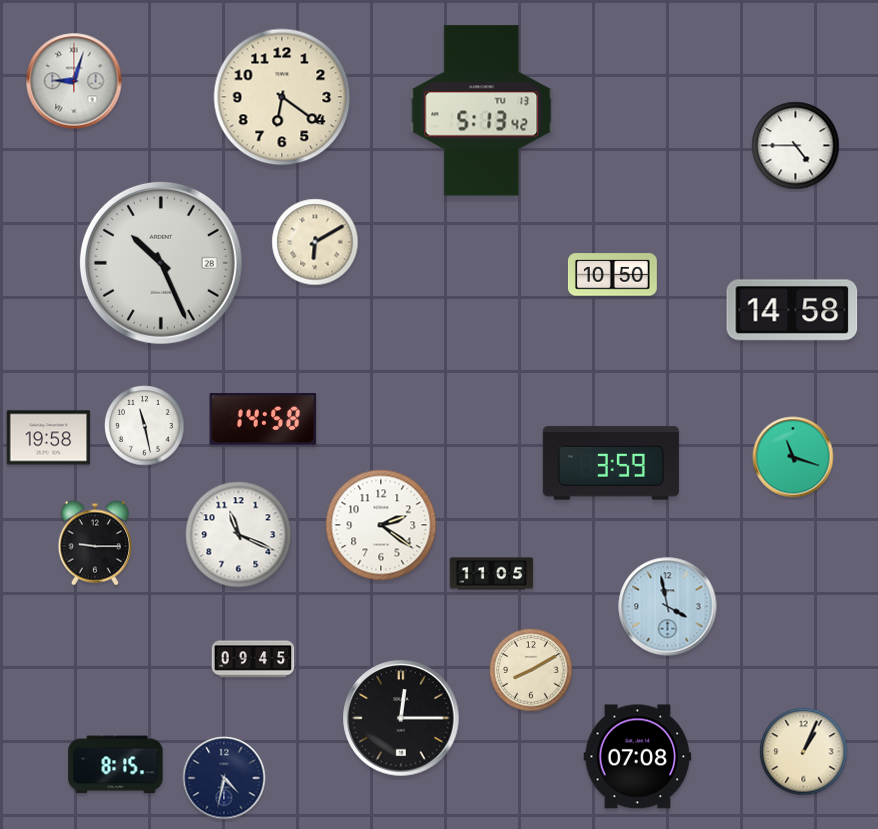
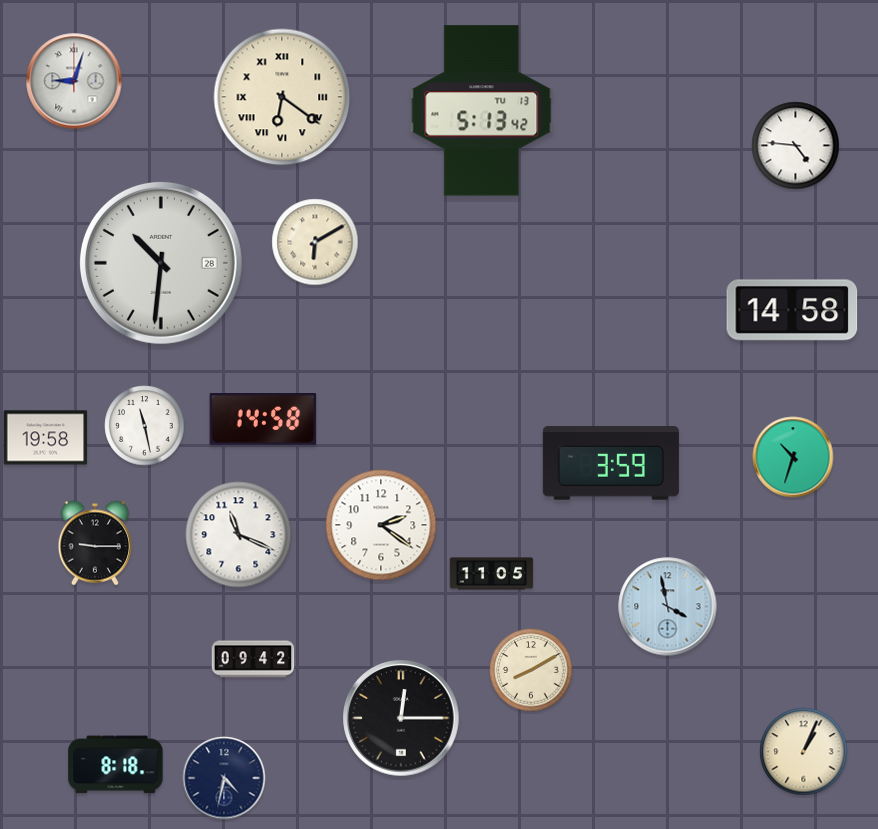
clock at (282, 97) numerals: Arabic -> Roman
clock at (796, 146): 4:45 -> 4:46
clock at (161, 263): 10:26 -> 10:31
clock at (612, 275): 10:50 -> none
clock at (49, 438) position: (49, 438) -> (46, 438)
clock at (793, 457): 11:18 -> 10:33
clock at (253, 659): 09:45 -> 09:42
clock at (638, 757): 07:08 -> none
clock at (116, 765): 8:15 -> 8:18
